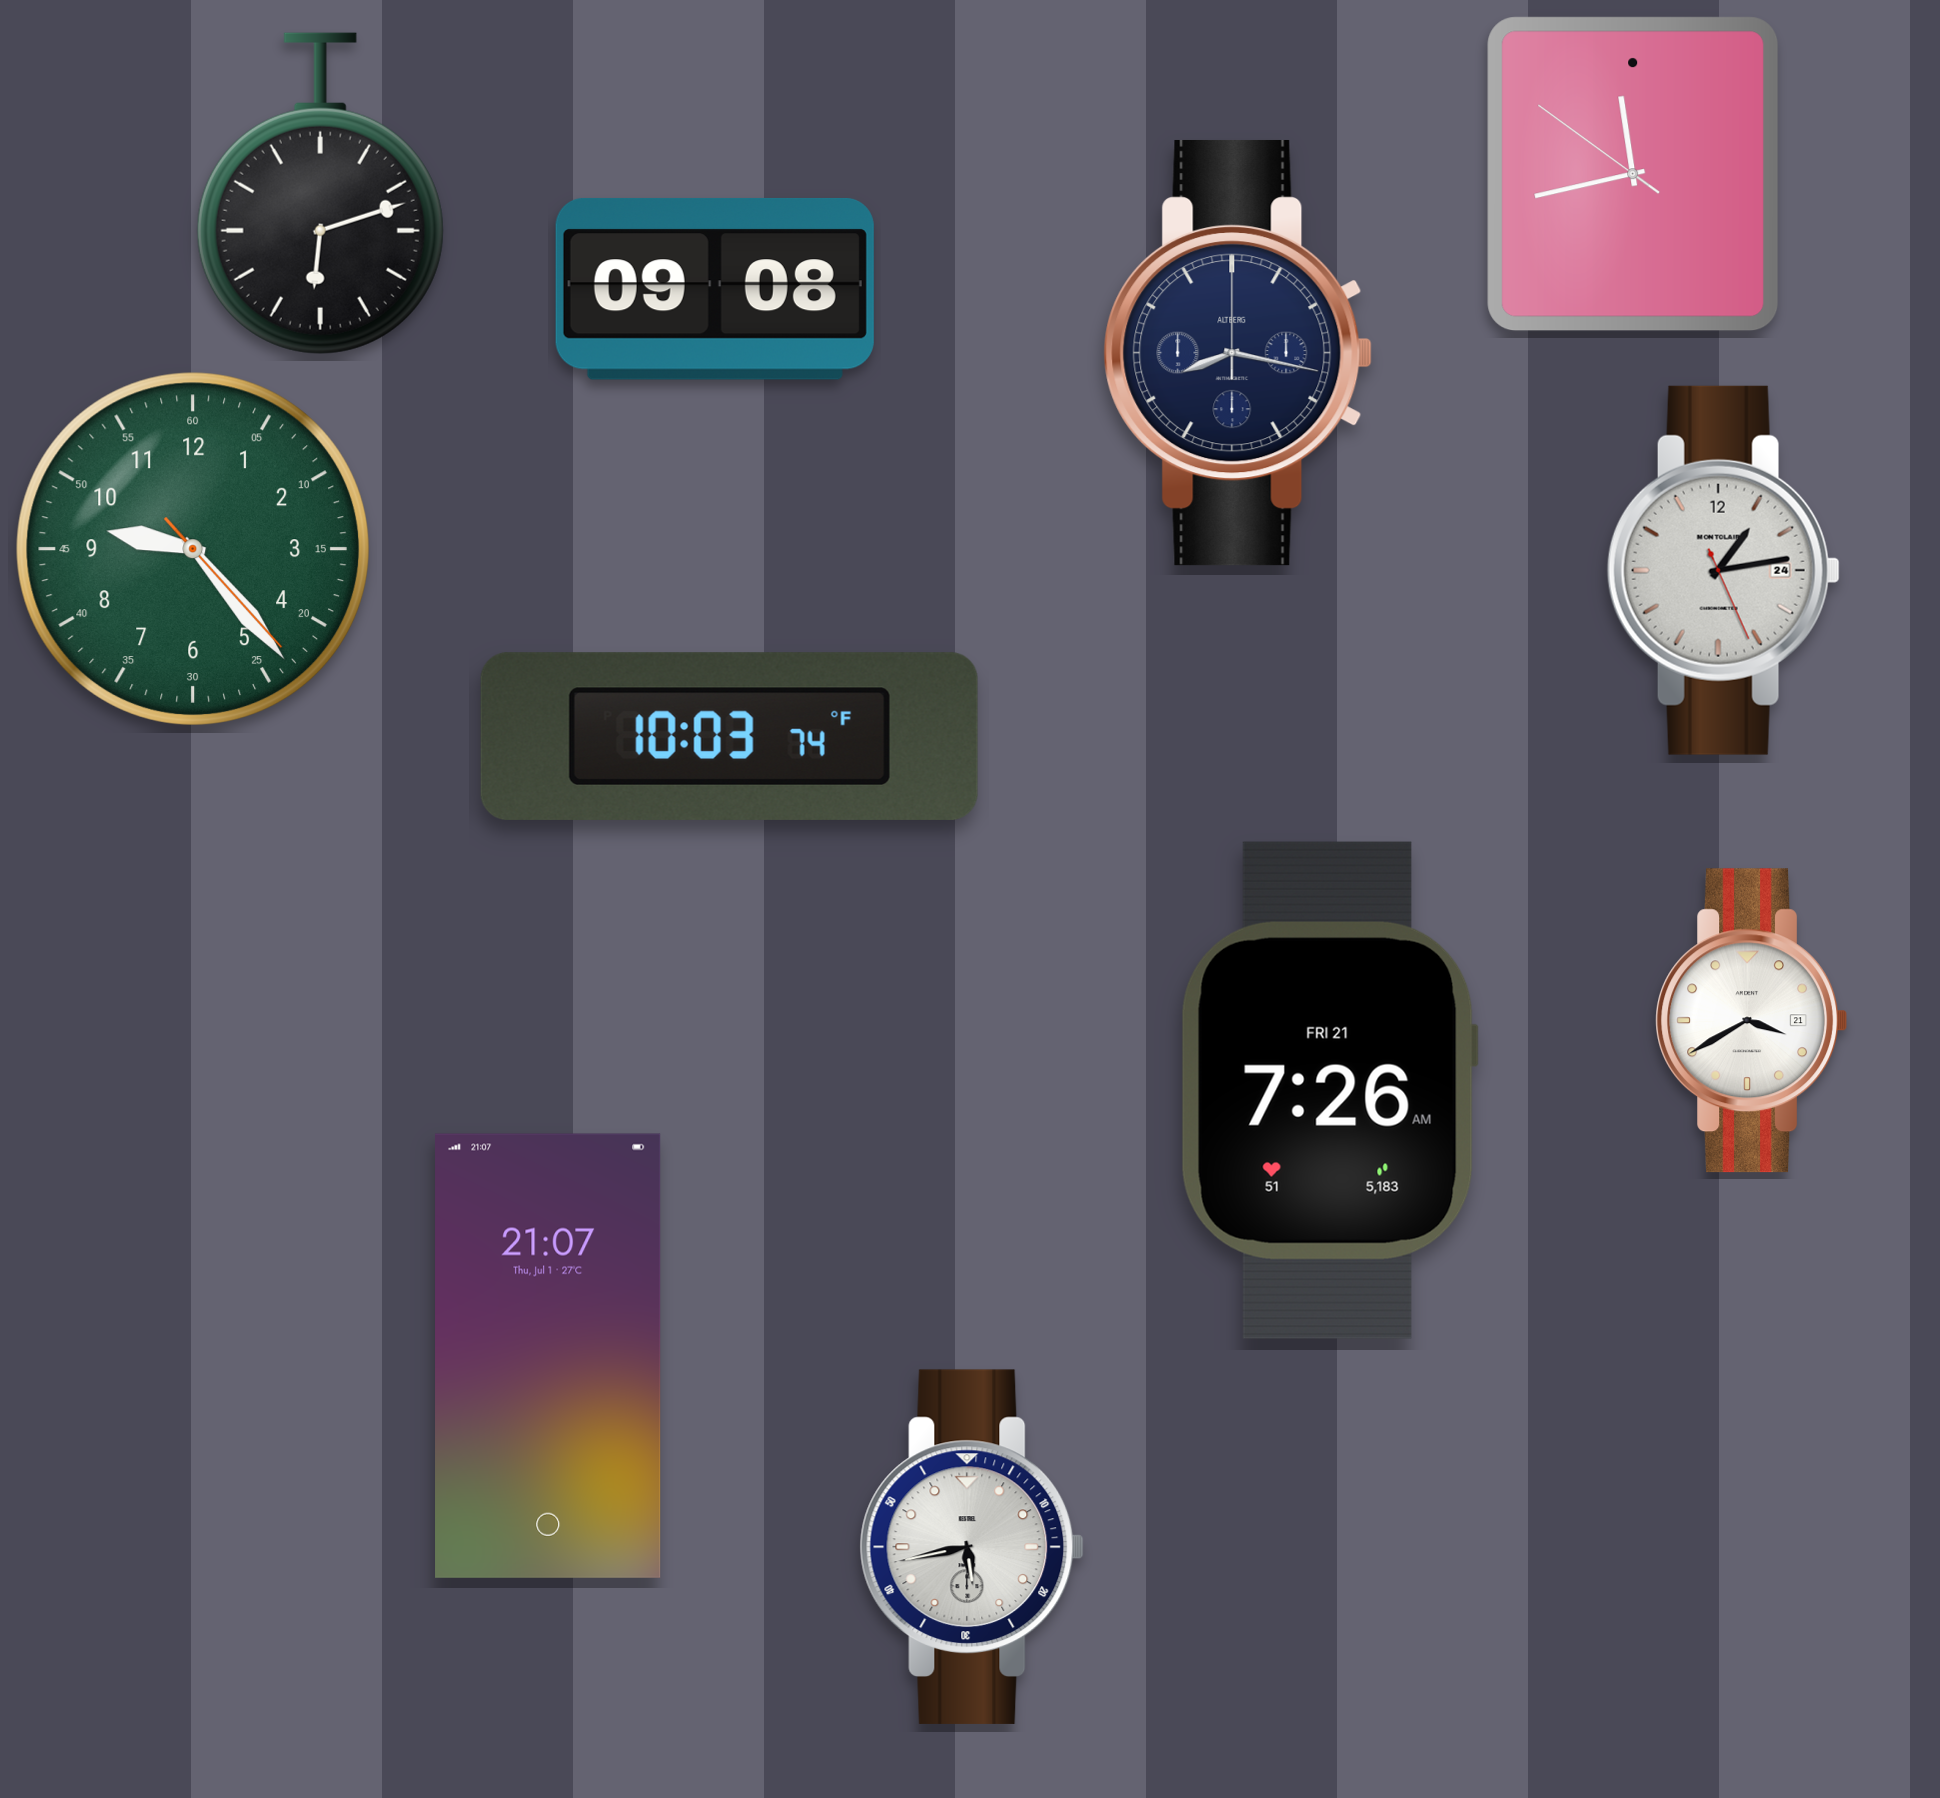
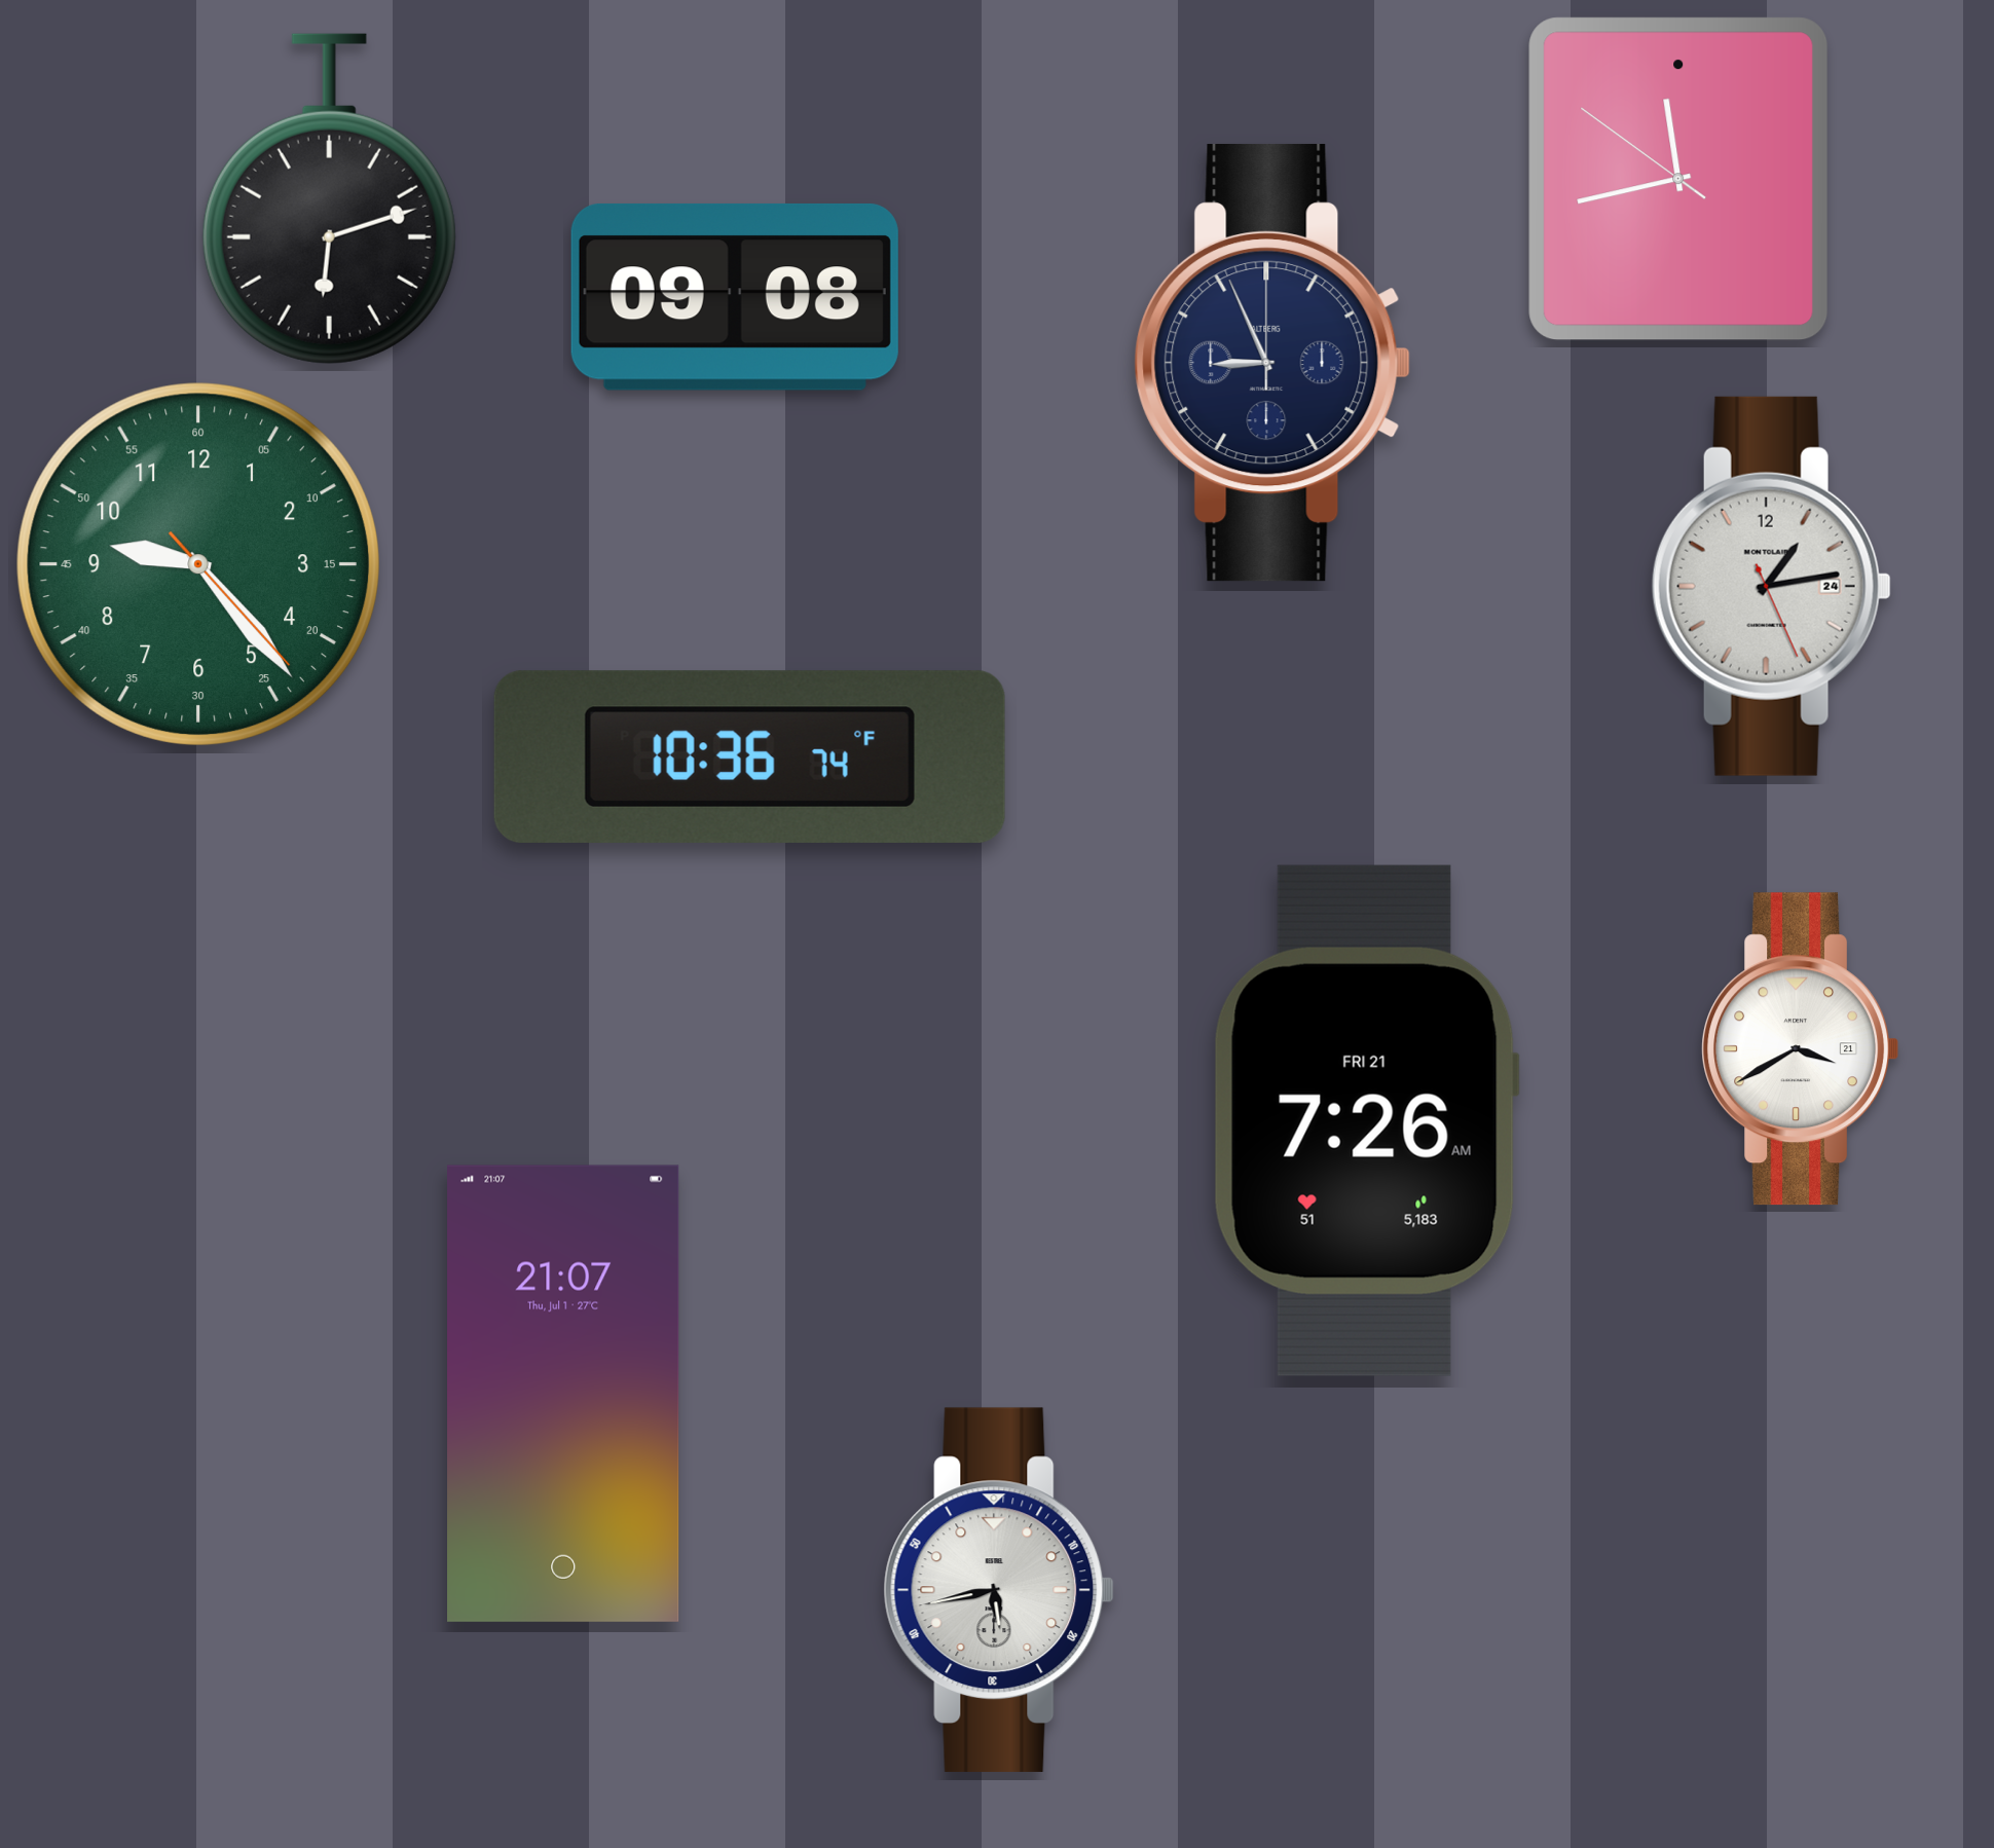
clock at (1238, 353): 8:17 -> 8:56
clock at (729, 736): 10:03 -> 10:36
